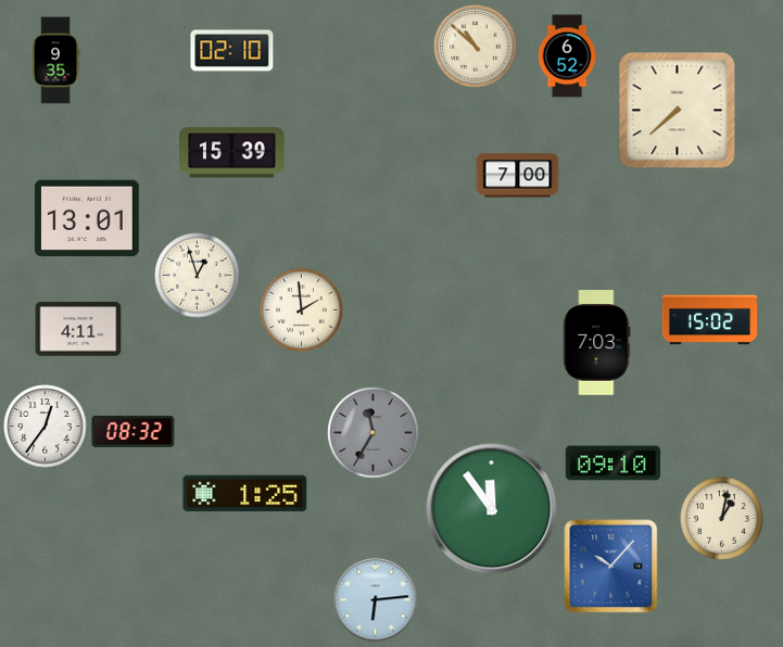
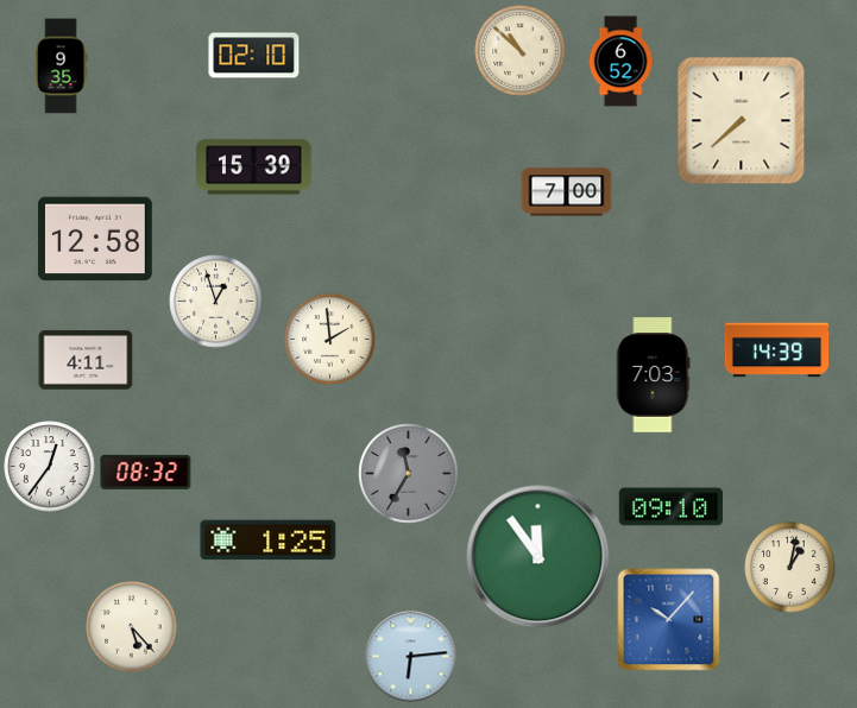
clock at (87, 218): 13:01 -> 12:58
clock at (710, 320): 15:02 -> 14:39
clock at (132, 627): none -> 5:23
